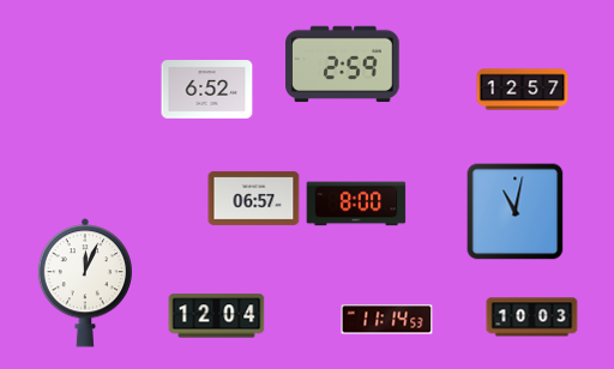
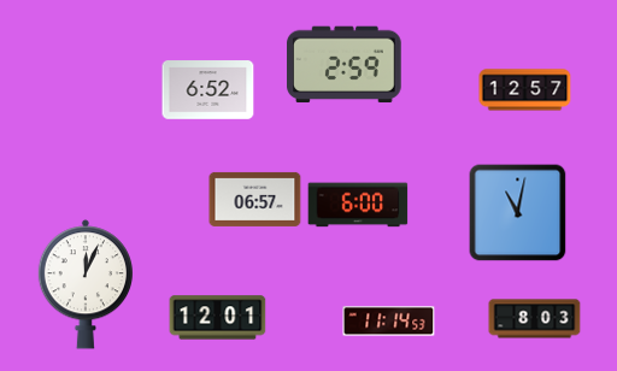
clock at (356, 204): 8:00 -> 6:00
clock at (217, 316): 12:04 -> 12:01
clock at (532, 317): 10:03 -> 8:03
